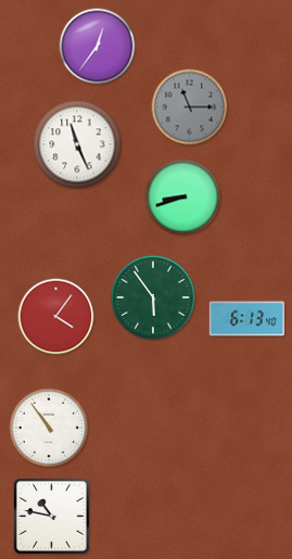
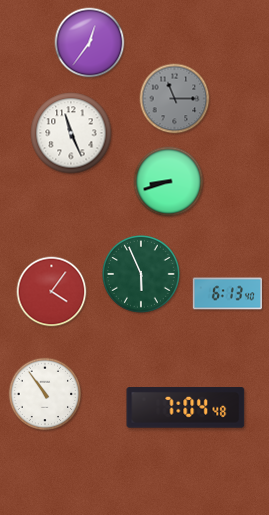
clock at (154, 298): 5:54 -> 5:56
clock at (186, 408): none -> 7:04
clock at (52, 517): 10:47 -> none
